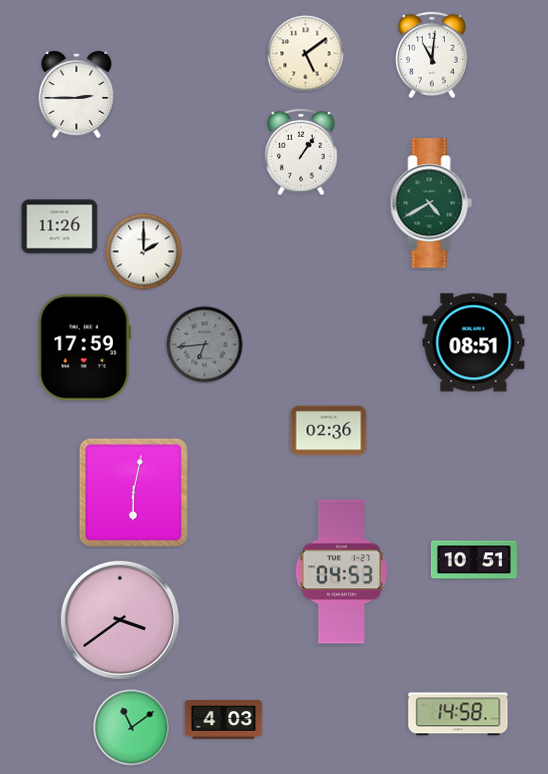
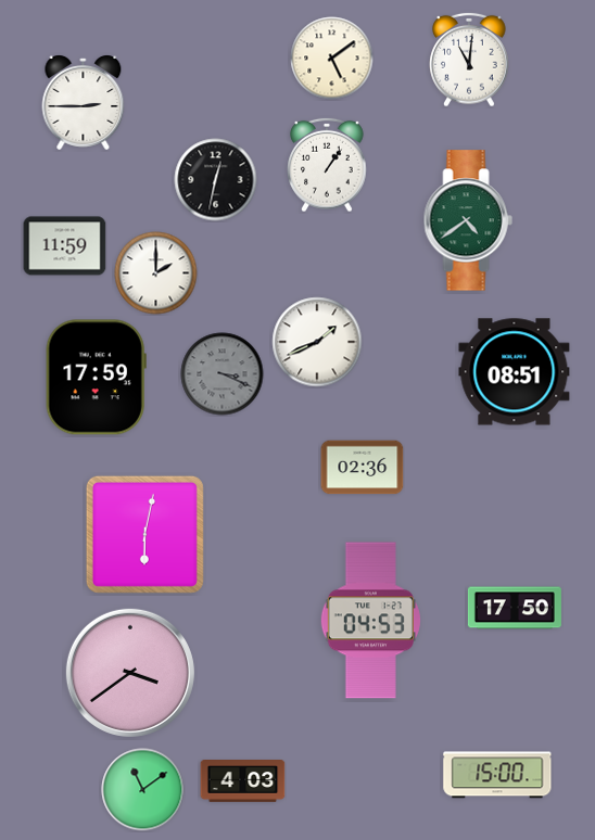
clock at (216, 180): none -> 12:32
clock at (431, 203): 4:40 -> 4:39
clock at (60, 227): 11:26 -> 11:59
clock at (317, 342): none -> 1:41
clock at (205, 345): 6:44 -> 3:19
clock at (84, 348) position: (84, 348) -> (96, 378)
clock at (329, 431) position: (329, 431) -> (363, 468)
clock at (474, 560): 10:51 -> 17:50
clock at (458, 714): 14:58 -> 15:00
